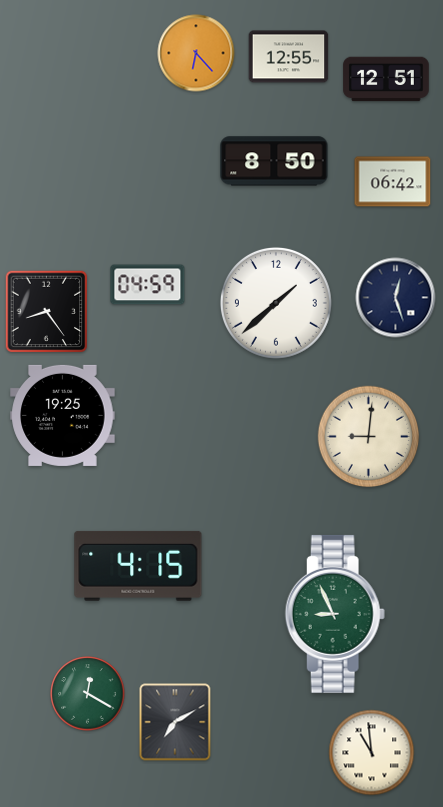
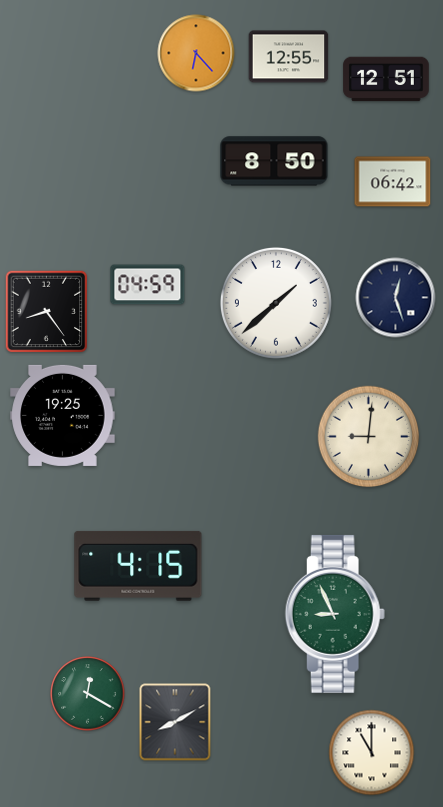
clock at (175, 722): 7:10 -> 8:10
clock at (372, 753): 10:59 -> 11:00
